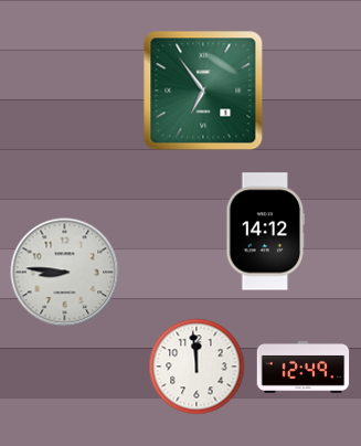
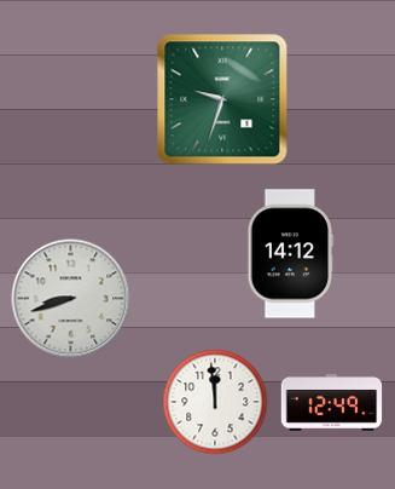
clock at (203, 91): 6:54 -> 9:33
clock at (65, 273): 8:46 -> 8:42
